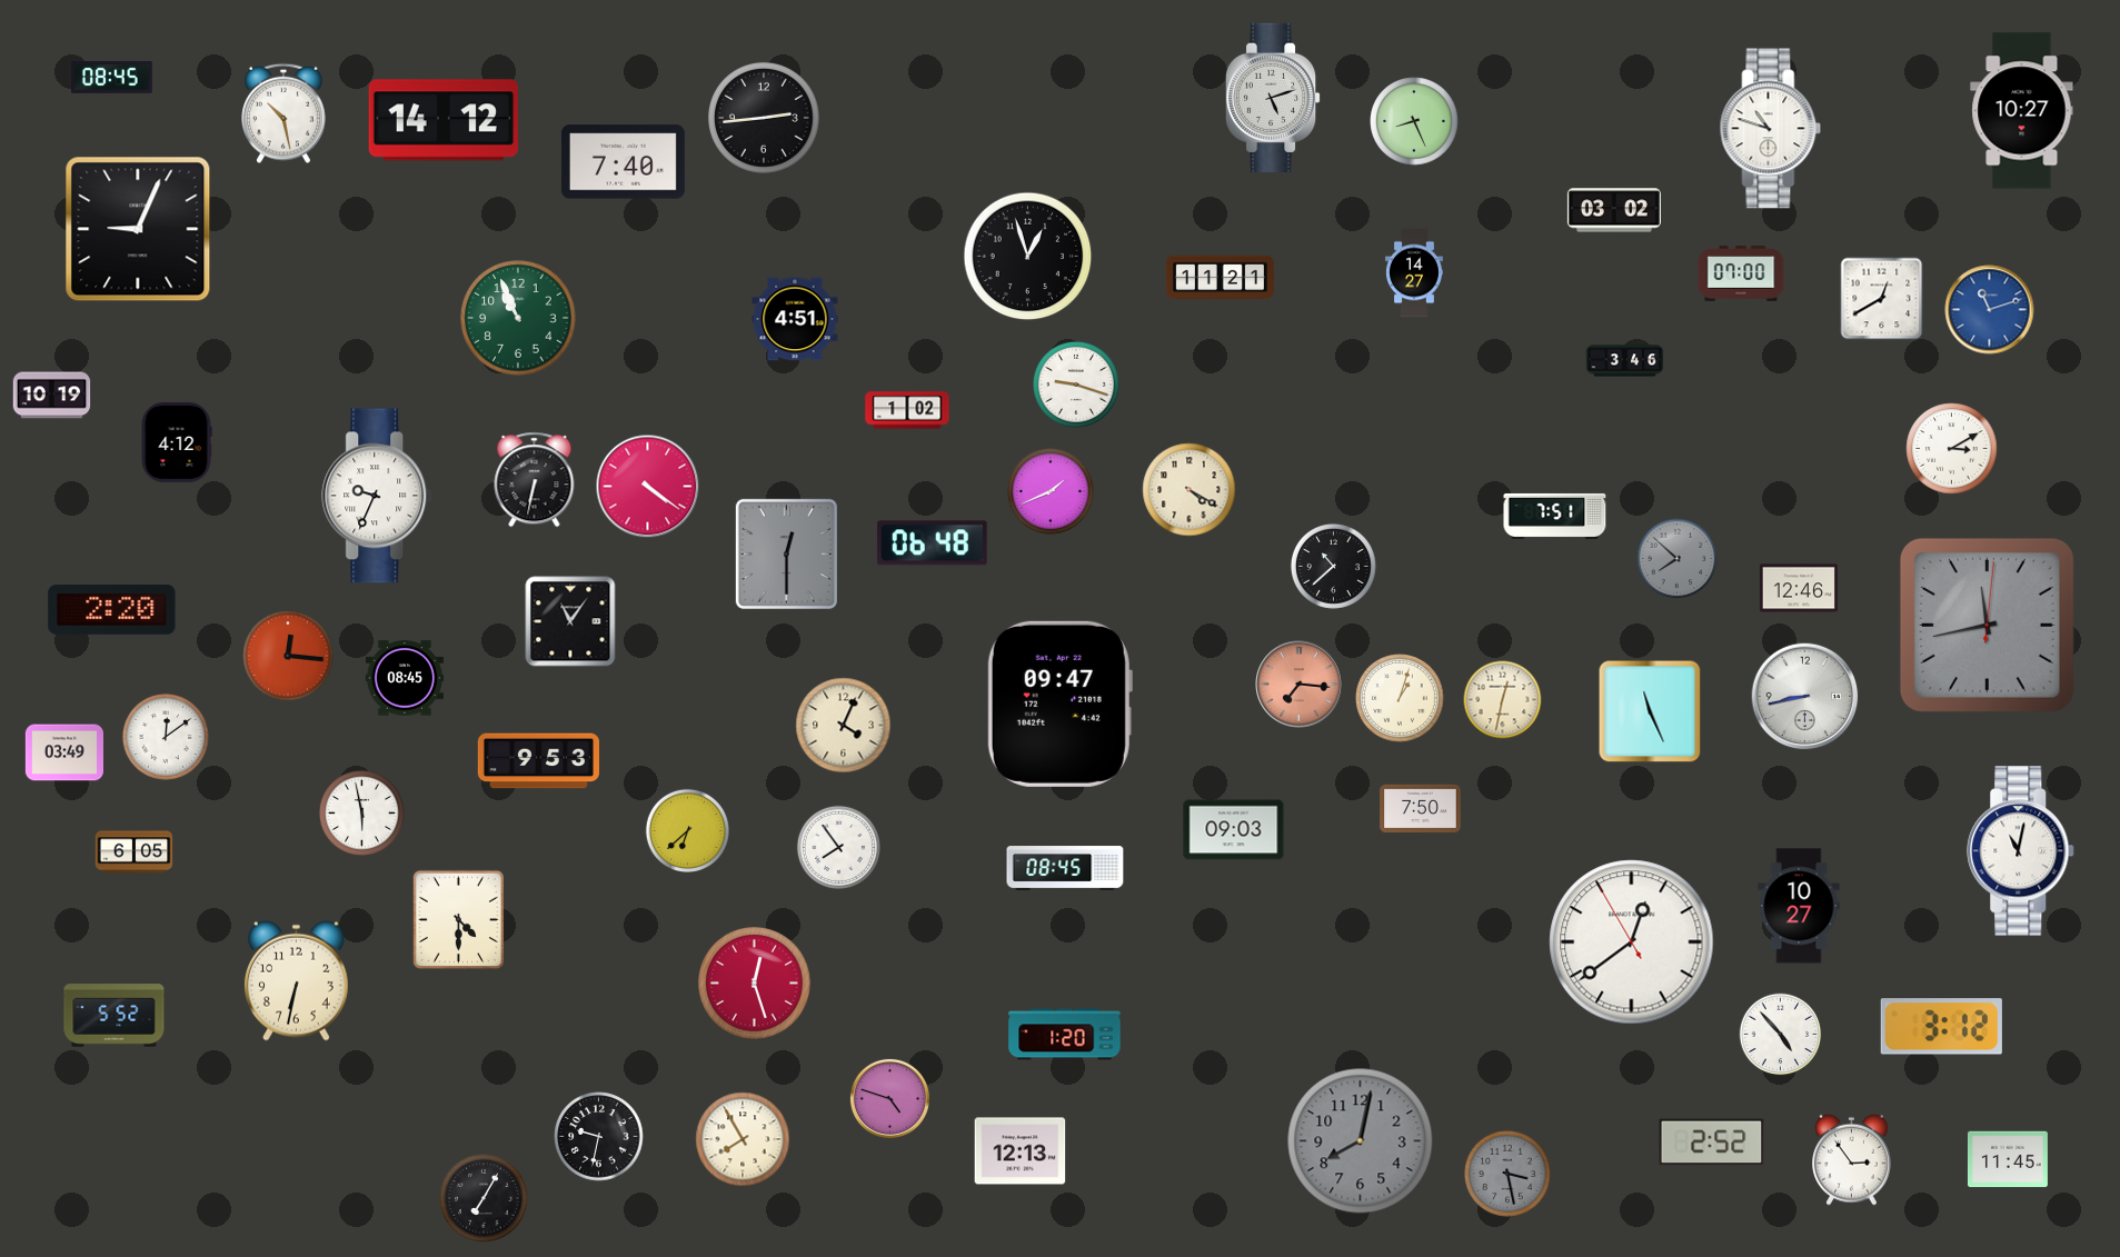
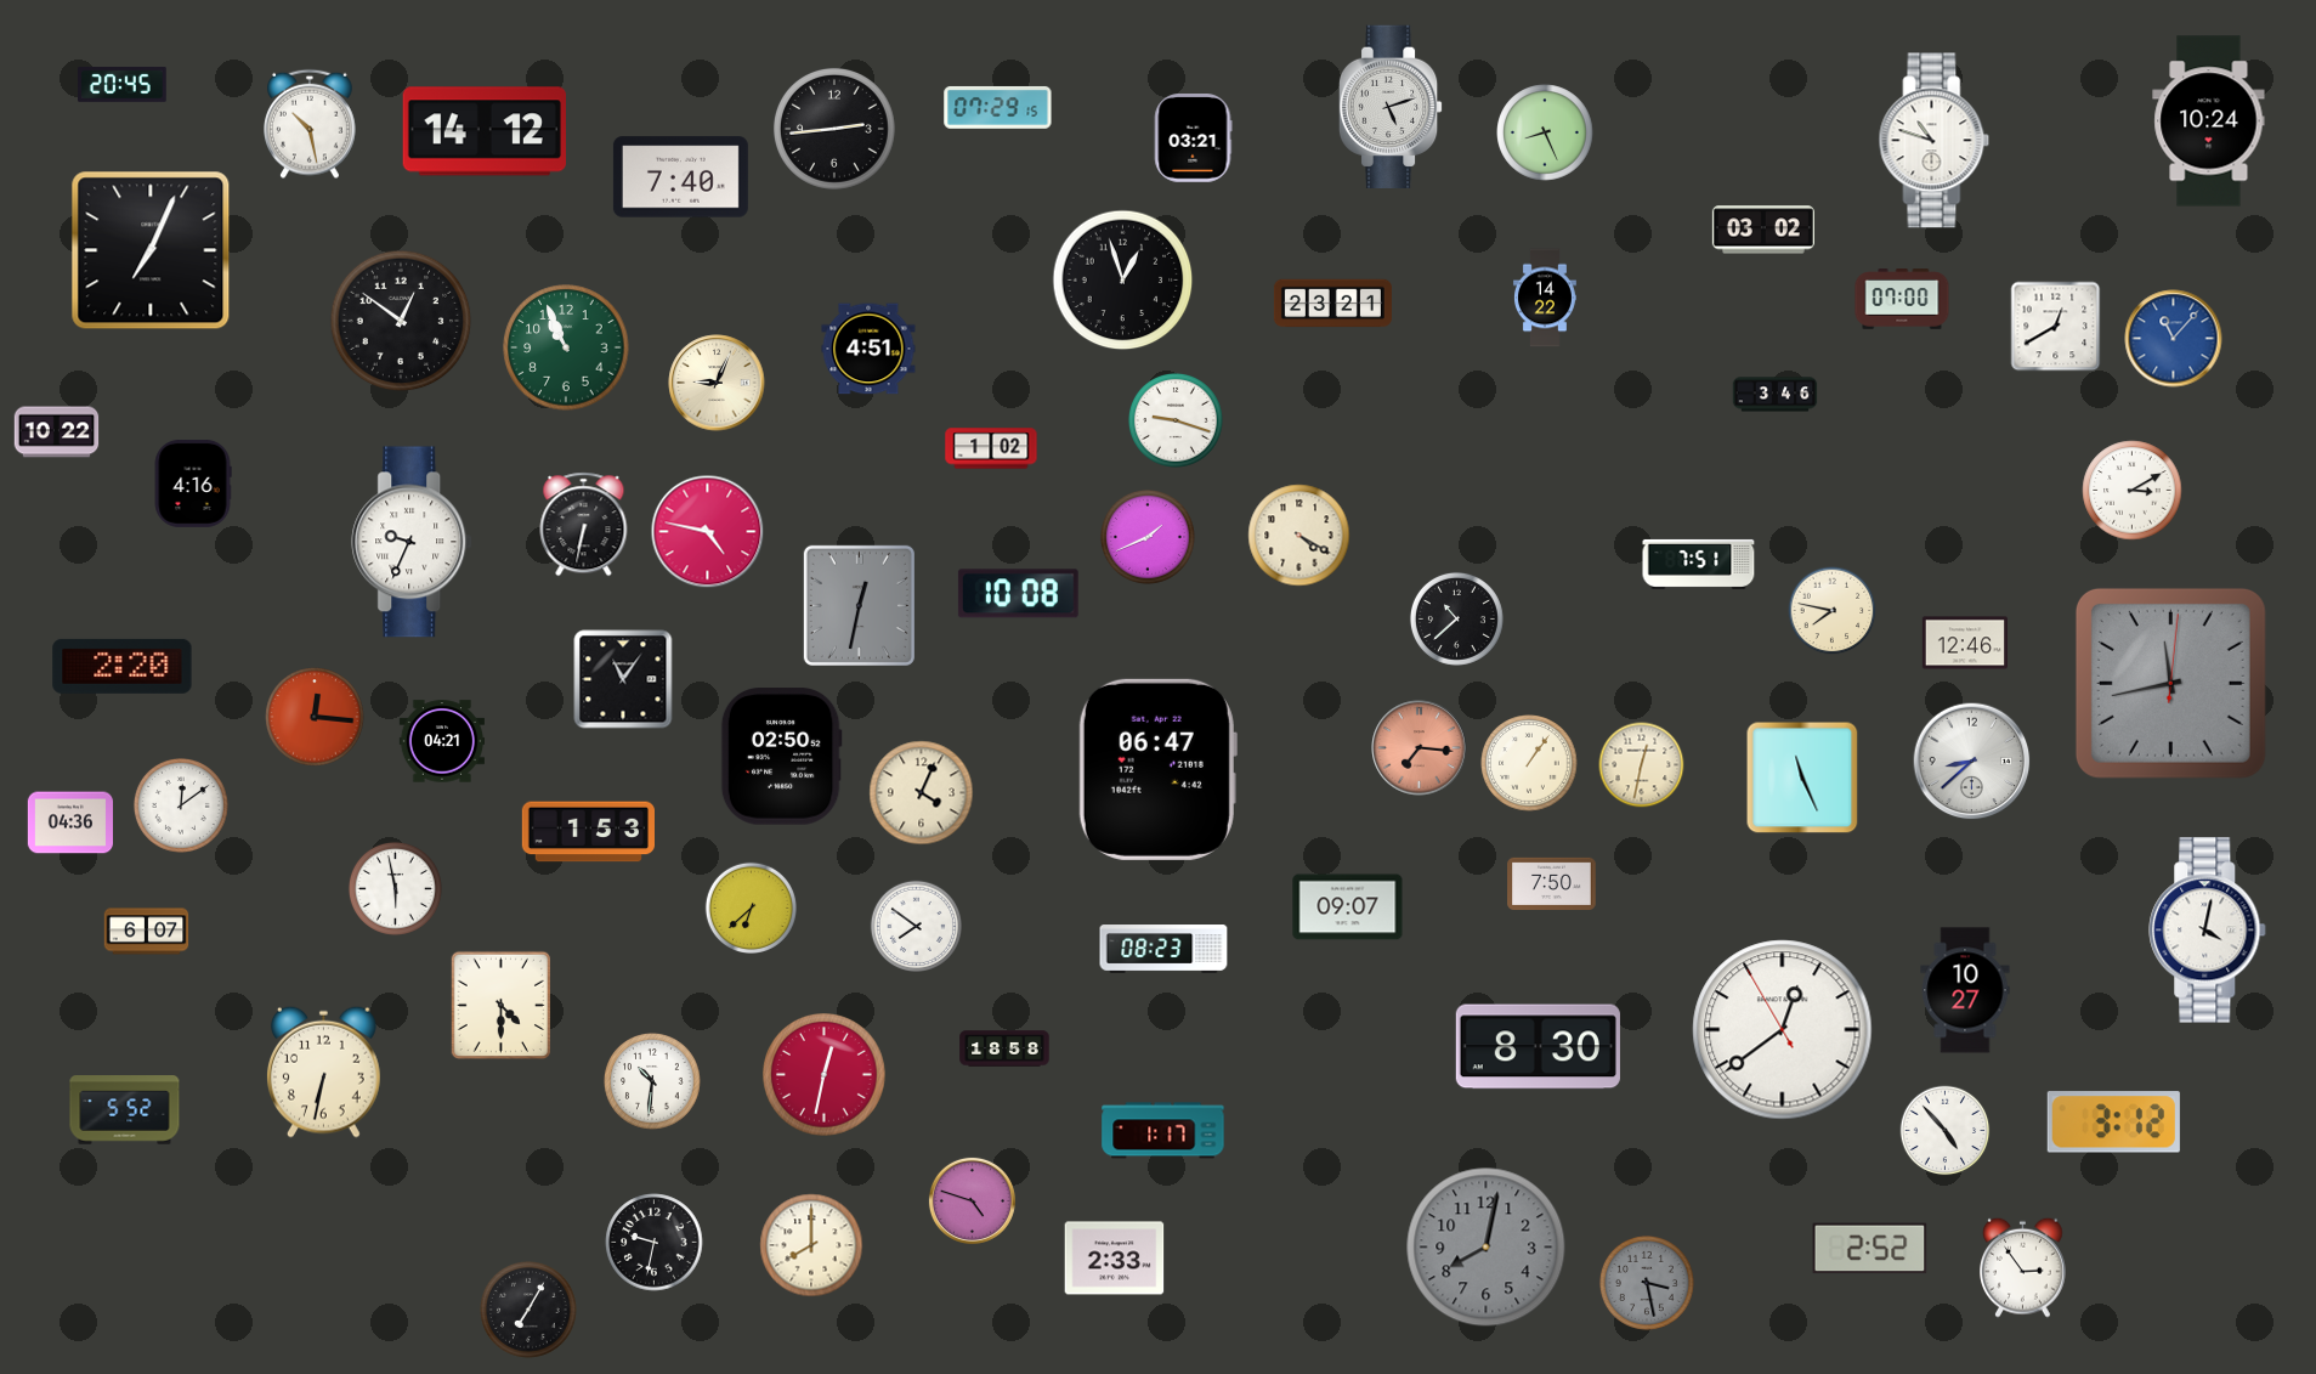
clock at (112, 77): 08:45 -> 20:45
clock at (998, 108): none -> 07:29
clock at (2022, 111): 10:27 -> 10:24
clock at (1194, 138): none -> 03:21
clock at (138, 229): 9:04 -> 7:04
clock at (1414, 272): 14:27 -> 14:22
clock at (1220, 278): 11:21 -> 23:21
clock at (401, 321): none -> 12:51
clock at (1990, 310): 11:12 -> 11:07
clock at (717, 383): none -> 9:04
clock at (52, 396): 10:19 -> 10:22
clock at (177, 442): 4:12 -> 4:16
clock at (648, 487): 4:21 -> 4:47
clock at (932, 543): 06:48 -> 10:08
clock at (786, 553): 12:30 -> 12:32
clock at (1678, 559): 7:52 -> 7:47
clock at (1678, 559) dial: grey -> cream
clock at (404, 678): 08:45 -> 04:21
clock at (781, 757): none -> 02:50
clock at (1805, 697): 8:43 -> 8:38
clock at (1400, 698): 1:03 -> 1:06
clock at (1059, 704): 09:47 -> 06:47
clock at (64, 752): 03:49 -> 04:36
clock at (538, 761): 9:53 -> 1:53
clock at (1234, 830): 09:03 -> 09:07
clock at (838, 847): 7:54 -> 7:51
clock at (2021, 851): 11:02 -> 4:02
clock at (135, 852): 6:05 -> 6:07
clock at (1065, 868): 08:45 -> 08:23
clock at (1538, 1047): none -> 8:30
clock at (1004, 1048): none -> 18:58
clock at (755, 984): 12:27 -> 12:32
clock at (652, 1081): none -> 10:31
clock at (1941, 1027) position: (1941, 1027) -> (2113, 1123)
clock at (1065, 1035): 1:20 -> 1:17
clock at (743, 1139): 7:55 -> 8:00
clock at (1021, 1151): 12:13 -> 2:33
clock at (2008, 1159): 11:45 -> none
